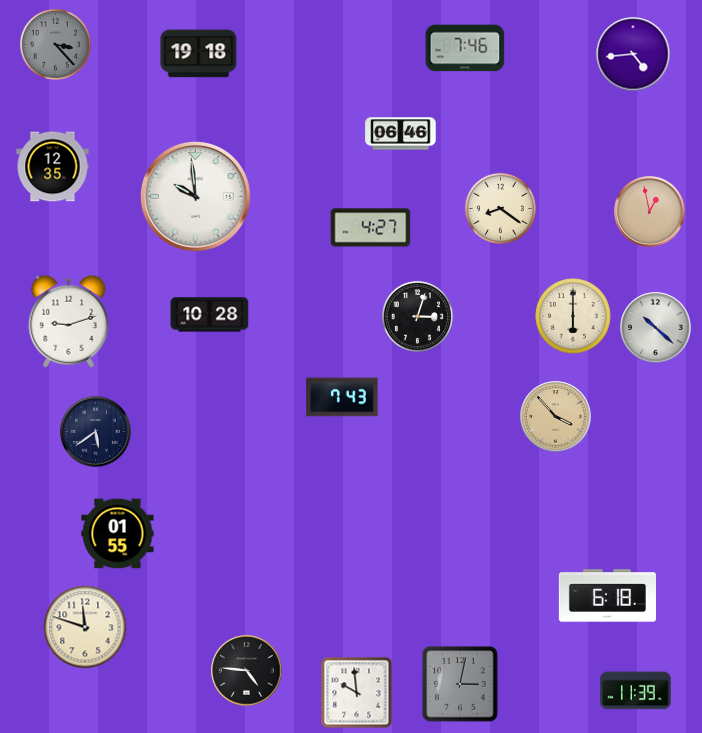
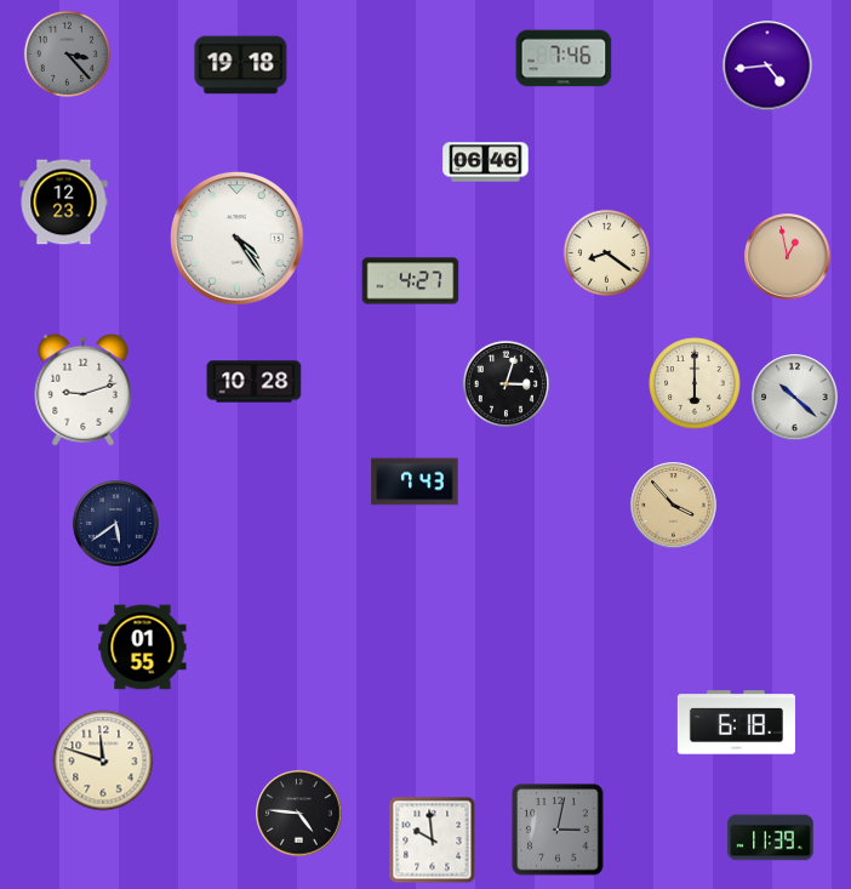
clock at (53, 167): 12:35 -> 12:23
clock at (196, 197): 9:59 -> 4:24
clock at (371, 228) position: (371, 228) -> (411, 281)
